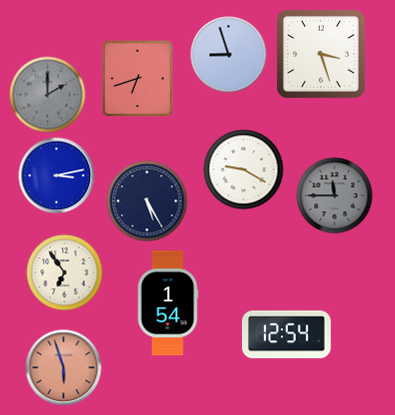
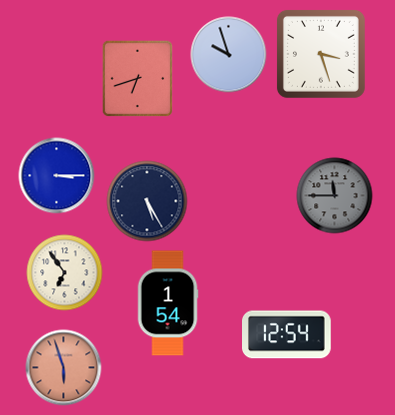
clock at (229, 55): 8:57 -> 9:57
clock at (48, 95): 2:00 -> none
clock at (244, 170): 9:20 -> none
clock at (57, 176): 3:13 -> 3:15
